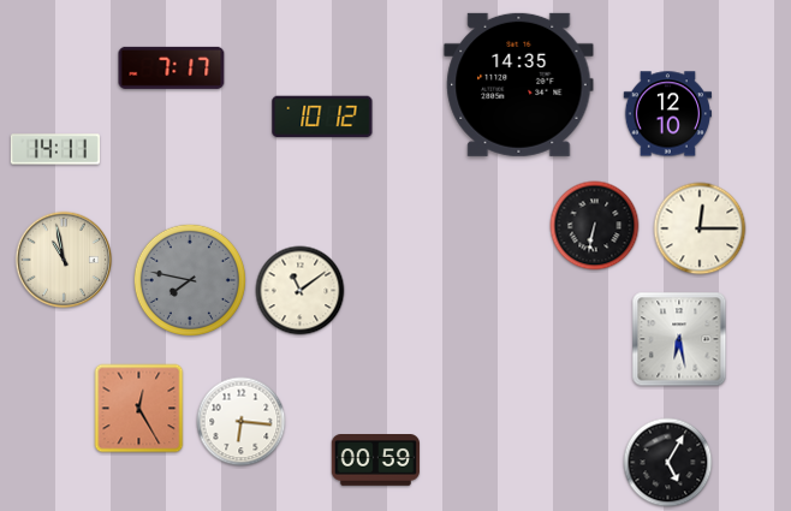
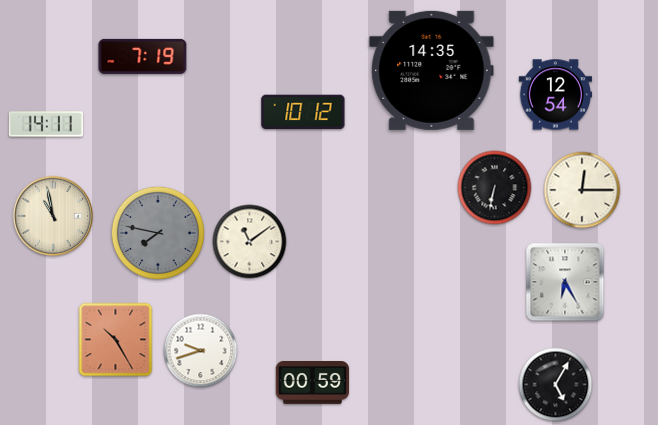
clock at (172, 67): 7:17 -> 7:19
clock at (667, 114): 12:10 -> 12:54
clock at (322, 117) position: (322, 117) -> (303, 112)
clock at (679, 339): 6:28 -> 6:25
clock at (139, 409): 12:25 -> 10:25
clock at (242, 422): 6:16 -> 9:42
